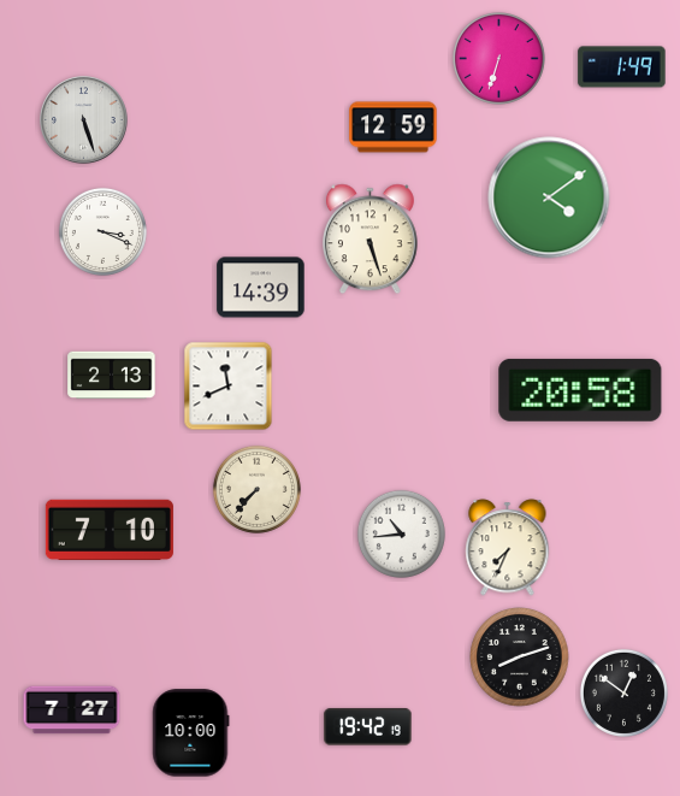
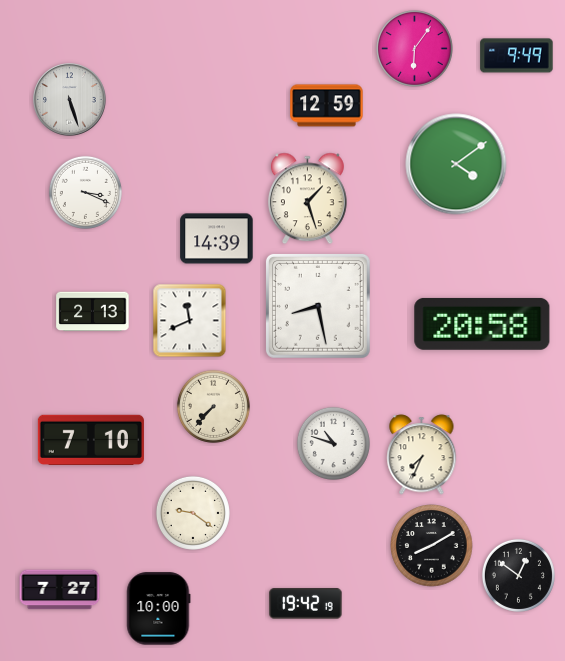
clock at (498, 58): 6:33 -> 6:06
clock at (622, 67): 1:49 -> 9:49
clock at (369, 240): 5:27 -> 1:27
clock at (318, 306): none -> 8:28
clock at (401, 533): 10:44 -> 10:48
clock at (193, 513): none -> 9:21
clock at (520, 658): 8:12 -> 8:10
